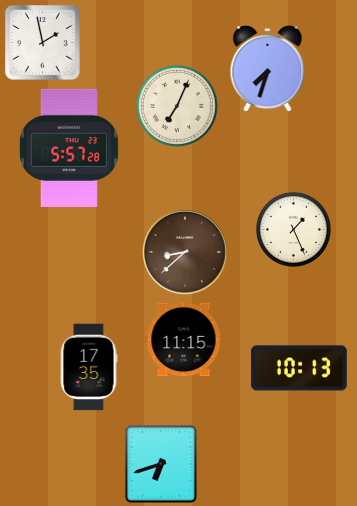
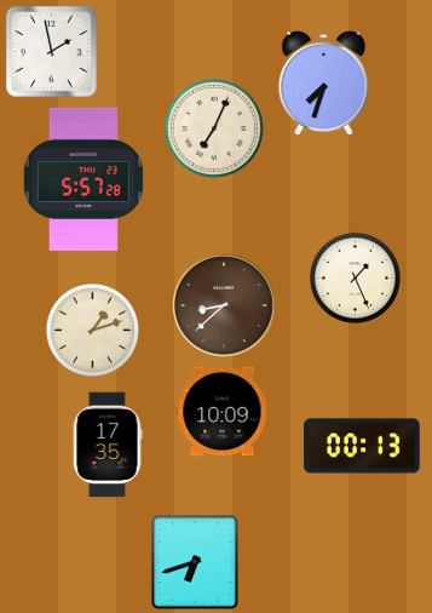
clock at (92, 330): none -> 1:12
clock at (184, 340): 11:15 -> 10:09
clock at (299, 368): 10:13 -> 00:13
